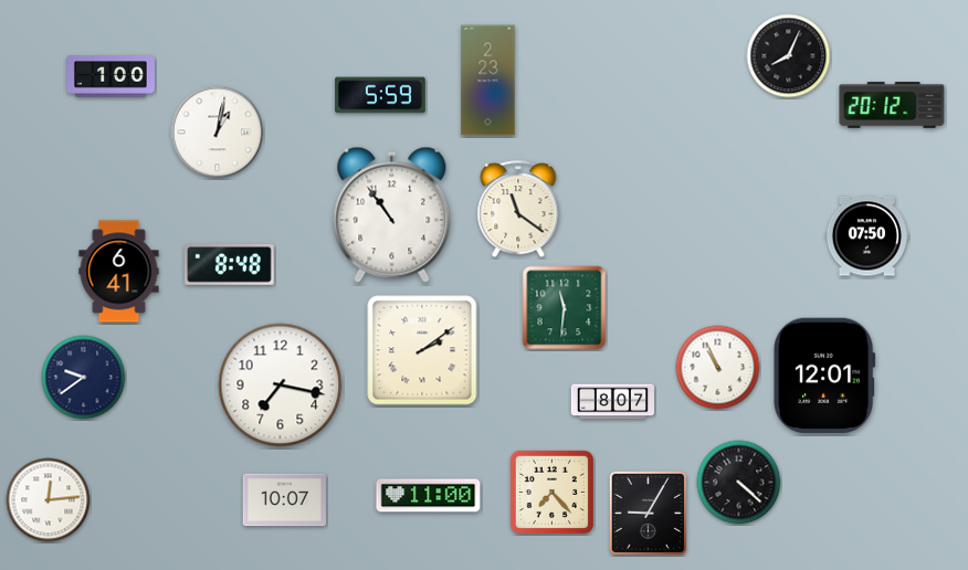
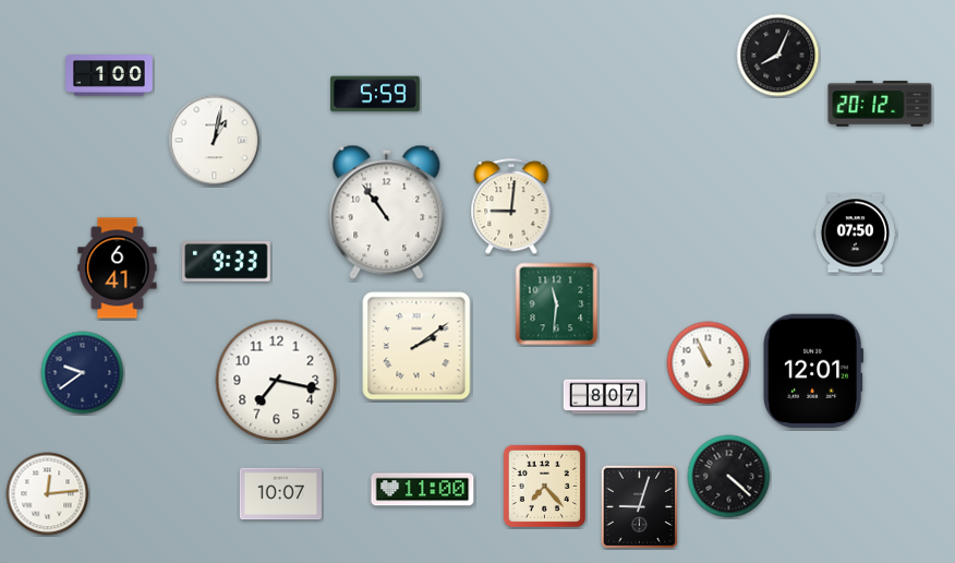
clock at (488, 81): 2:23 -> none
clock at (218, 133) position: (218, 133) -> (215, 141)
clock at (518, 210): 11:21 -> 9:01
clock at (230, 264): 8:48 -> 9:33
clock at (648, 513): 9:05 -> 9:03
